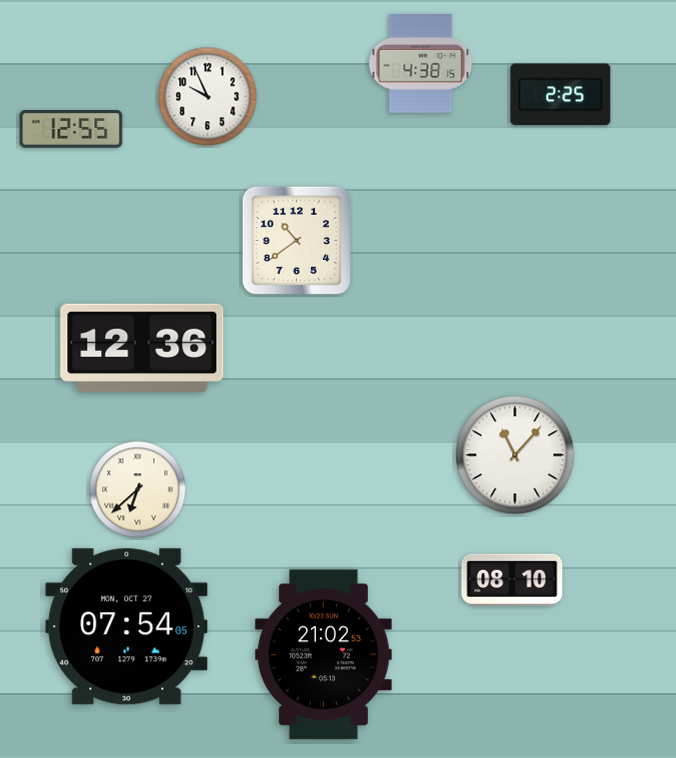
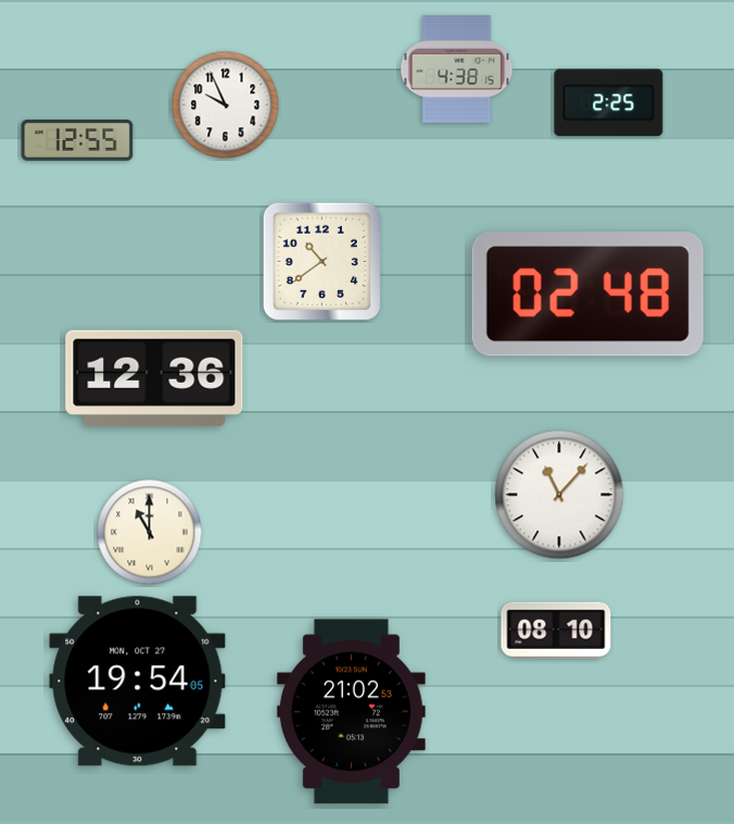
clock at (587, 295): none -> 02:48
clock at (138, 490): 6:38 -> 11:00
clock at (127, 627): 07:54 -> 19:54
